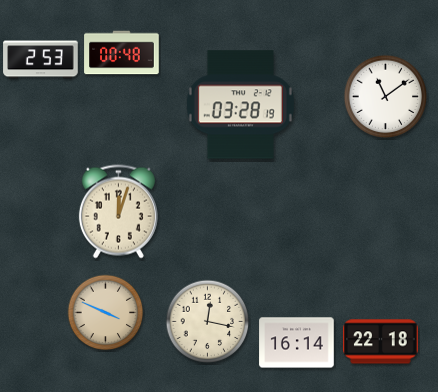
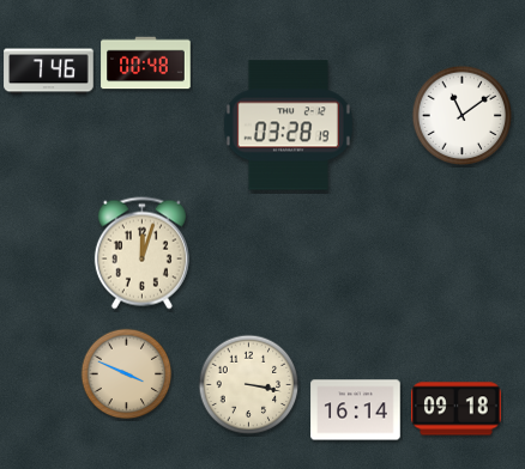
clock at (41, 60): 2:53 -> 7:46
clock at (208, 322): 12:17 -> 3:17
clock at (381, 342): 22:18 -> 09:18
